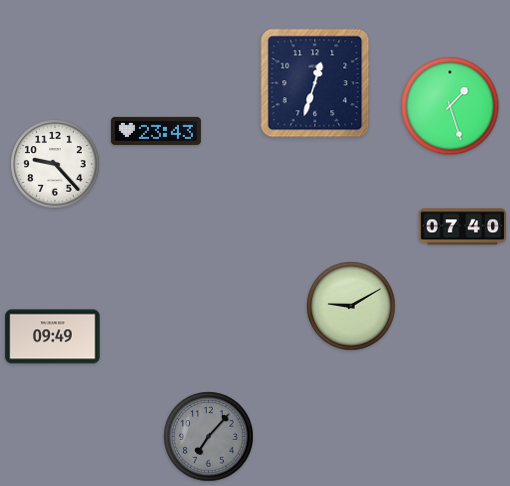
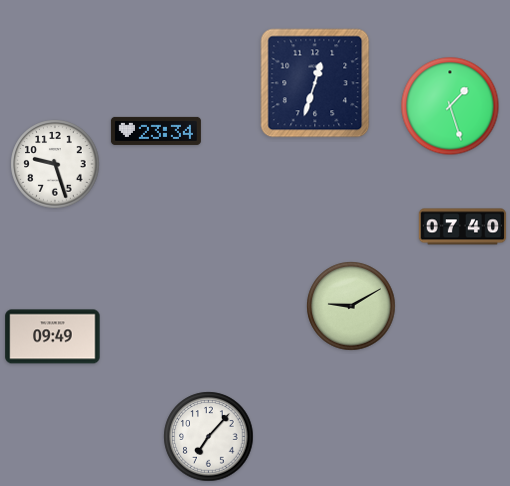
clock at (156, 131): 23:43 -> 23:34
clock at (55, 164): 9:23 -> 9:27
clock at (209, 437) dial: grey -> white
